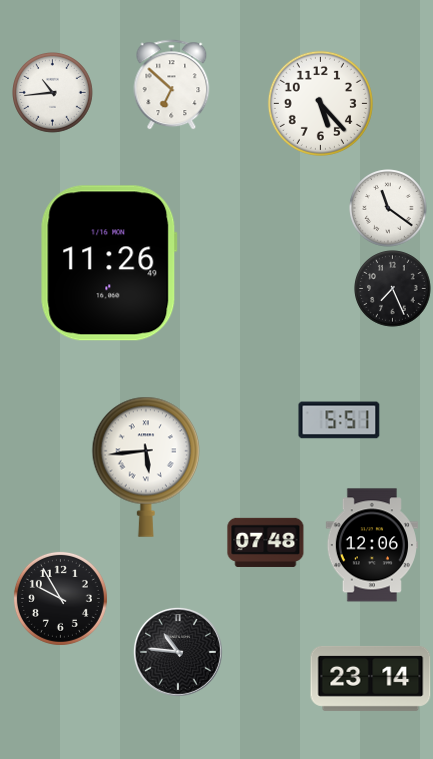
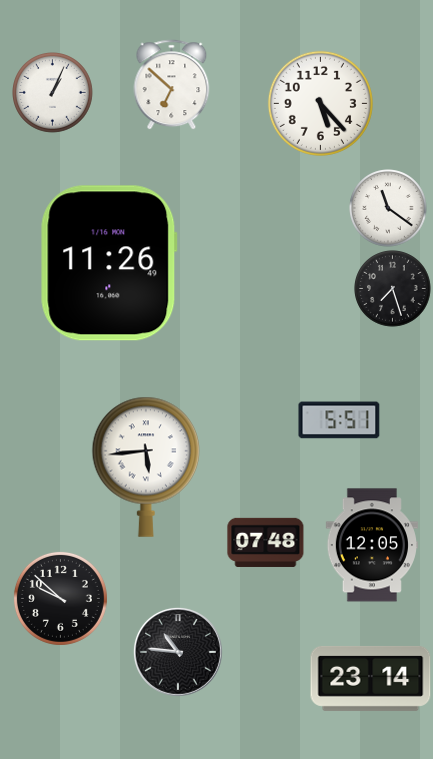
clock at (53, 93): 10:44 -> 1:04
clock at (393, 289): 7:26 -> 7:27
clock at (372, 545): 12:06 -> 12:05
clock at (60, 598): 9:55 -> 9:52
